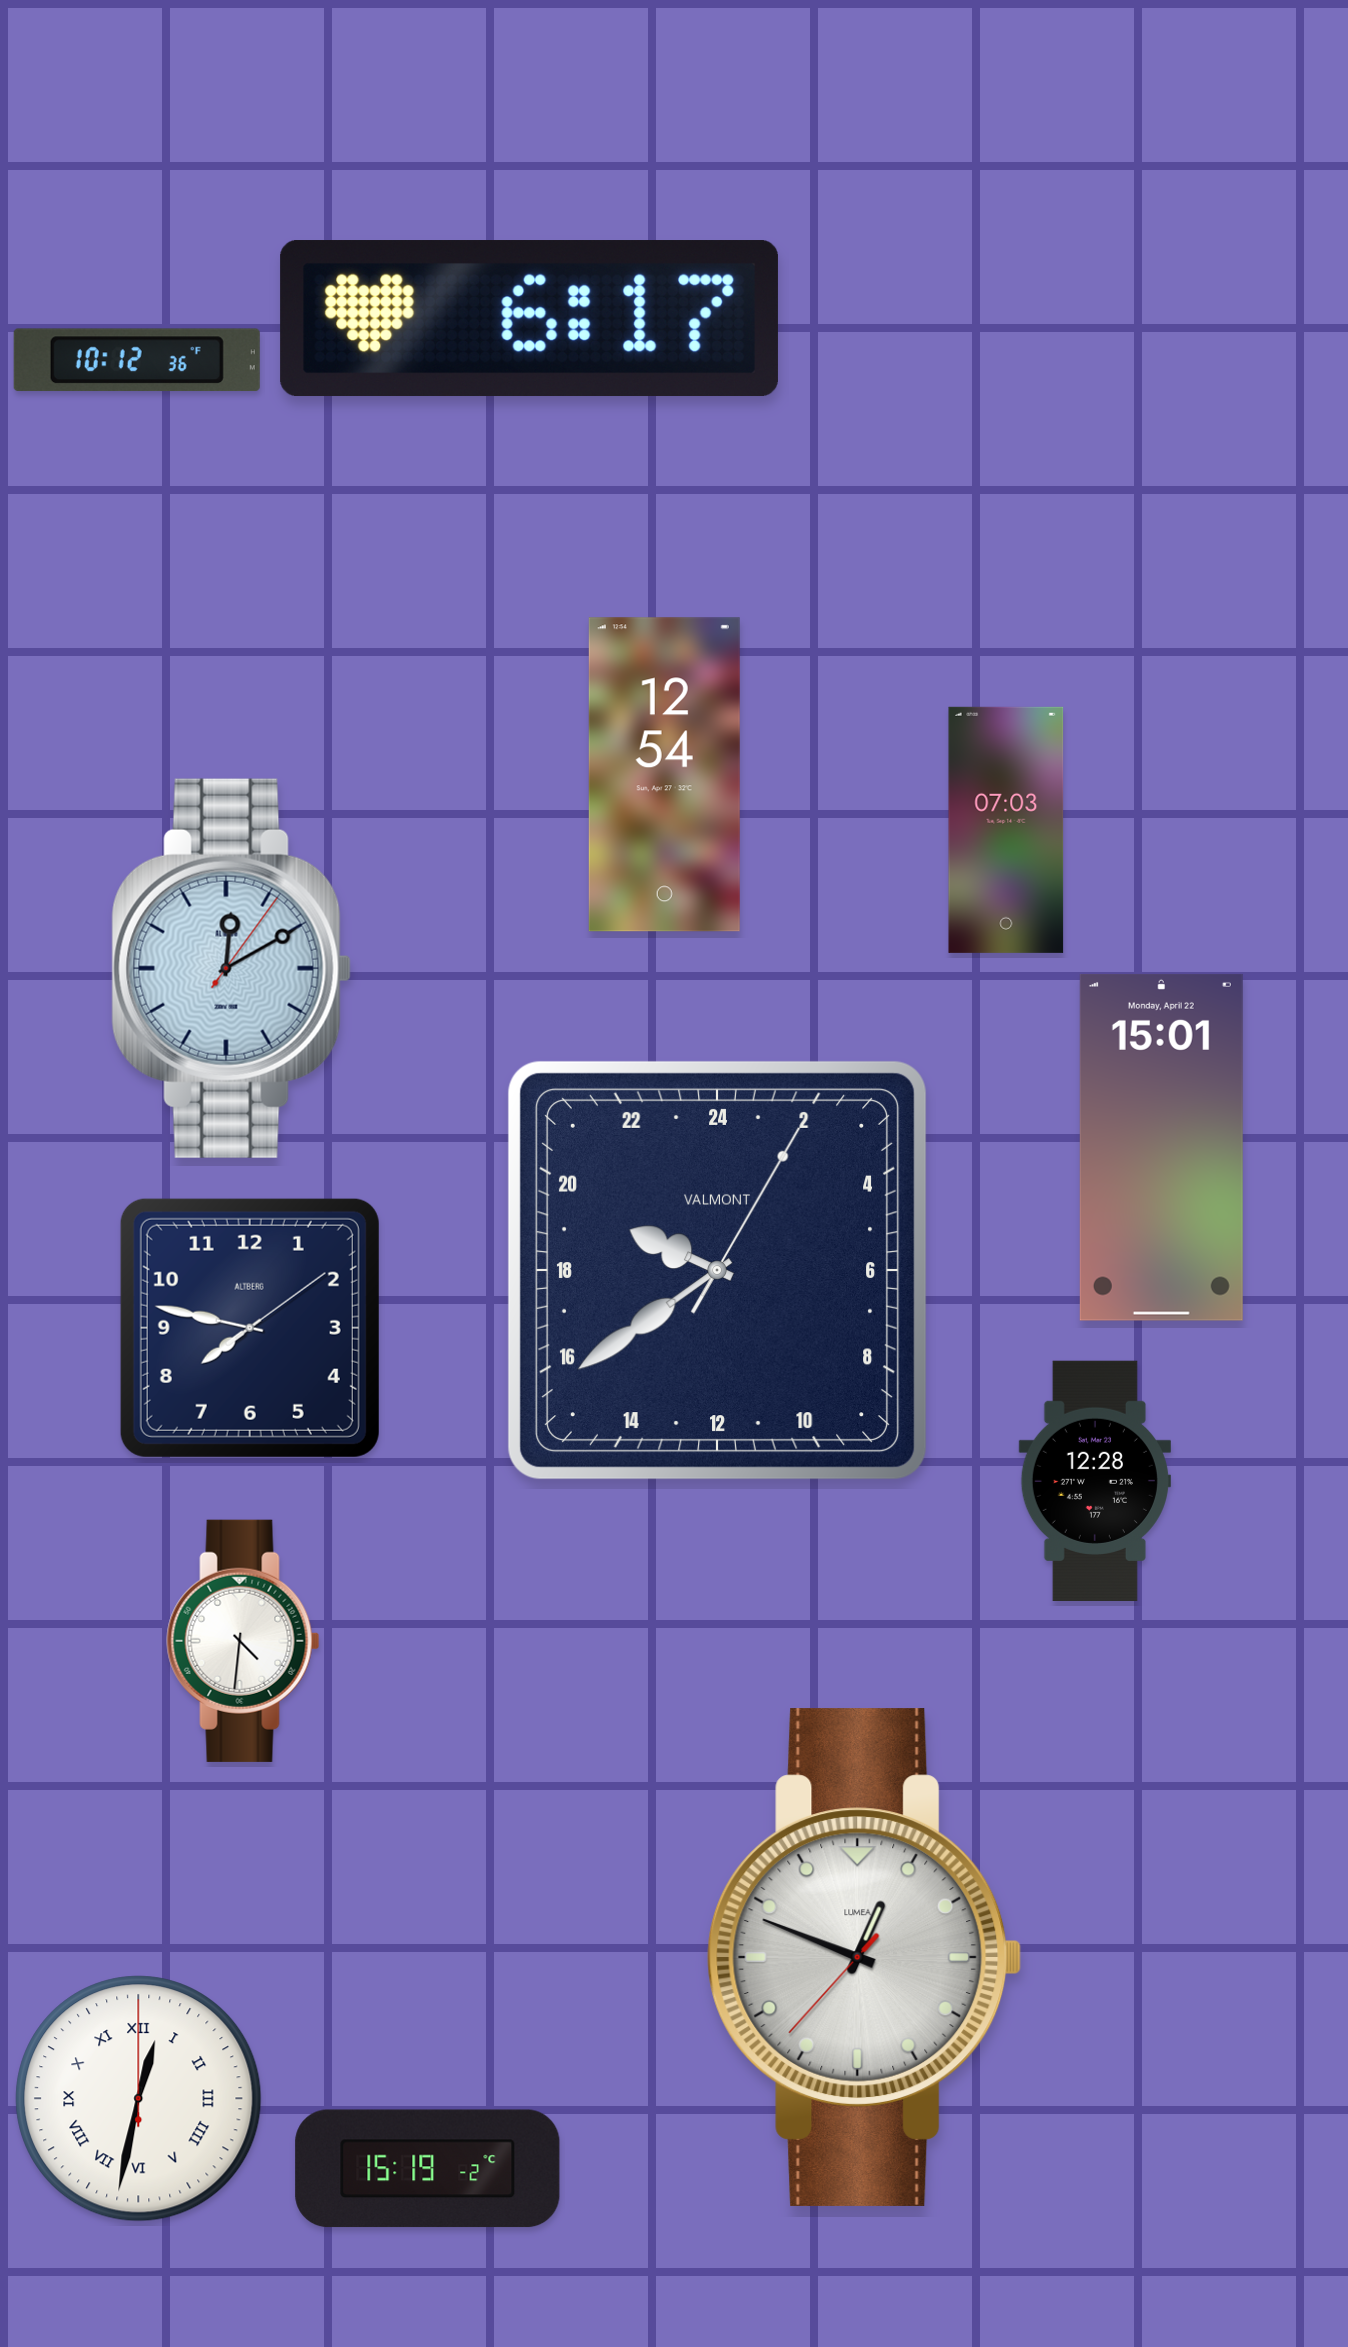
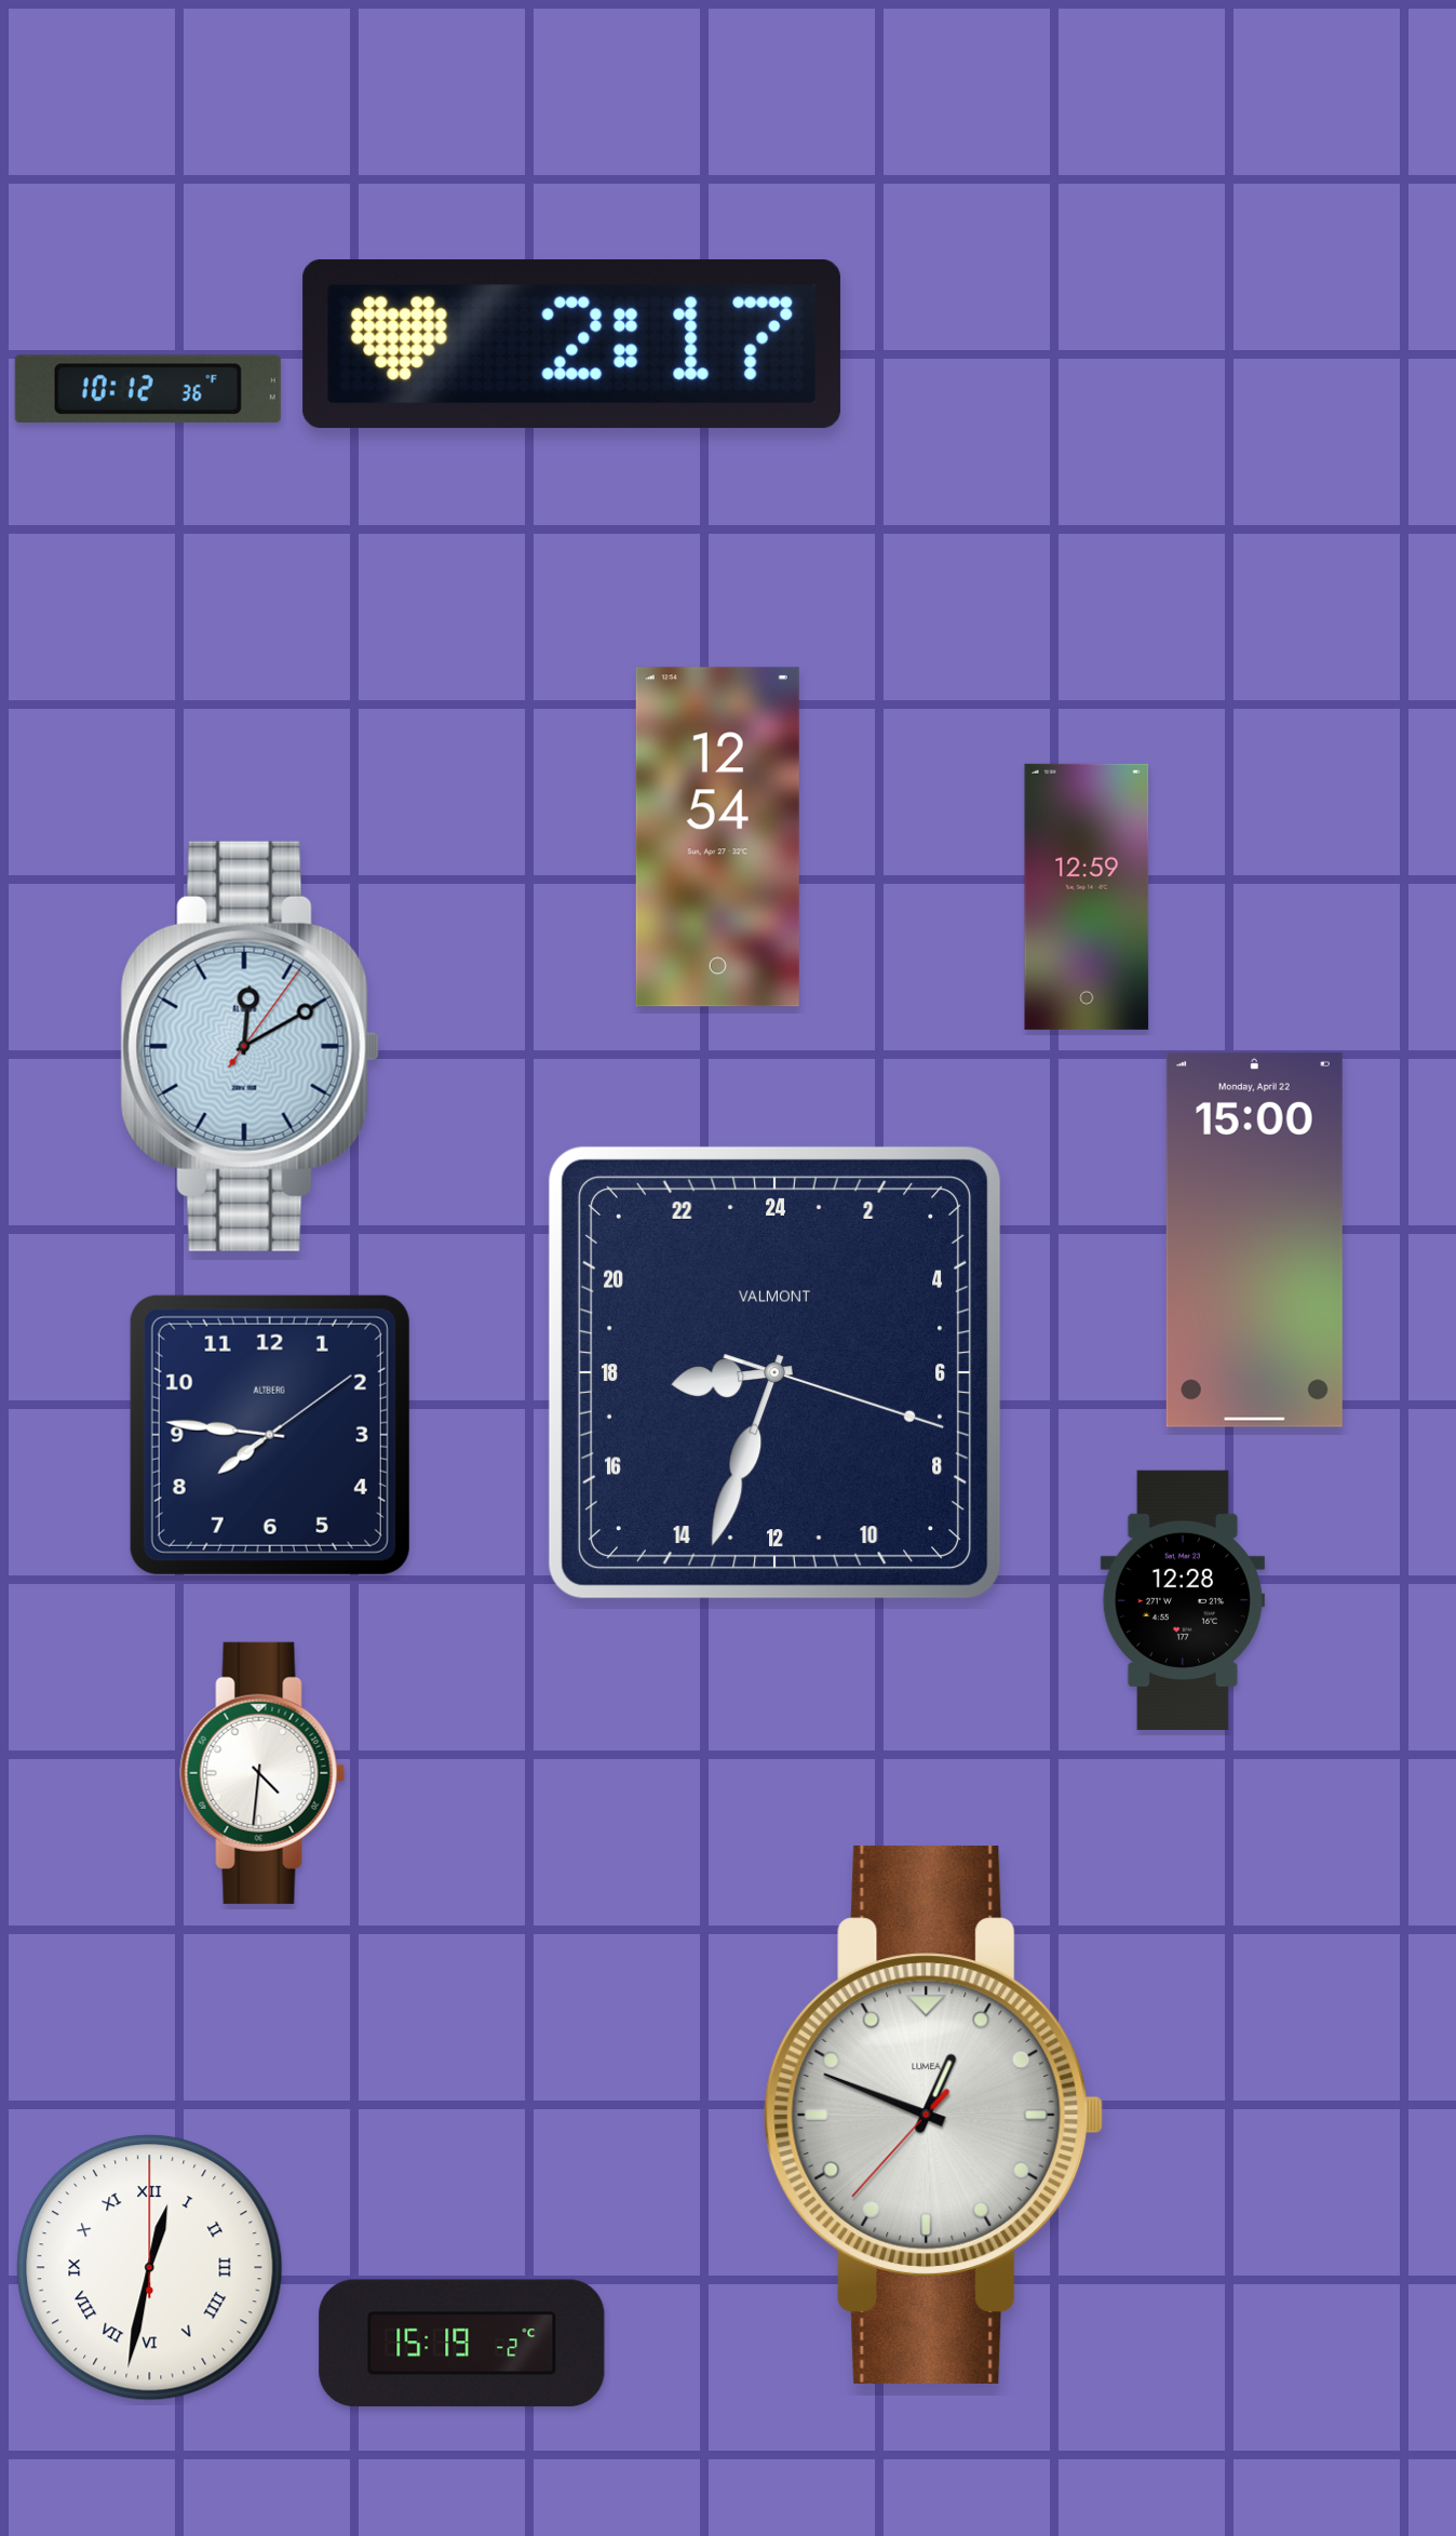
clock at (529, 319): 6:17 -> 2:17
clock at (1006, 830): 07:03 -> 12:59
clock at (1161, 1147): 15:01 -> 15:00
clock at (717, 1270): 19:39 -> 17:33
clock at (250, 1328): 7:47 -> 7:46
